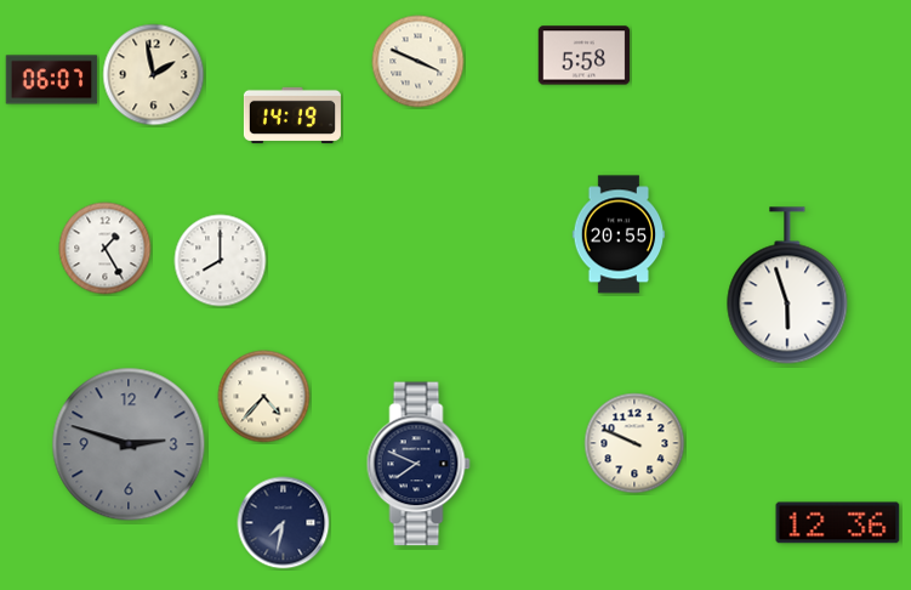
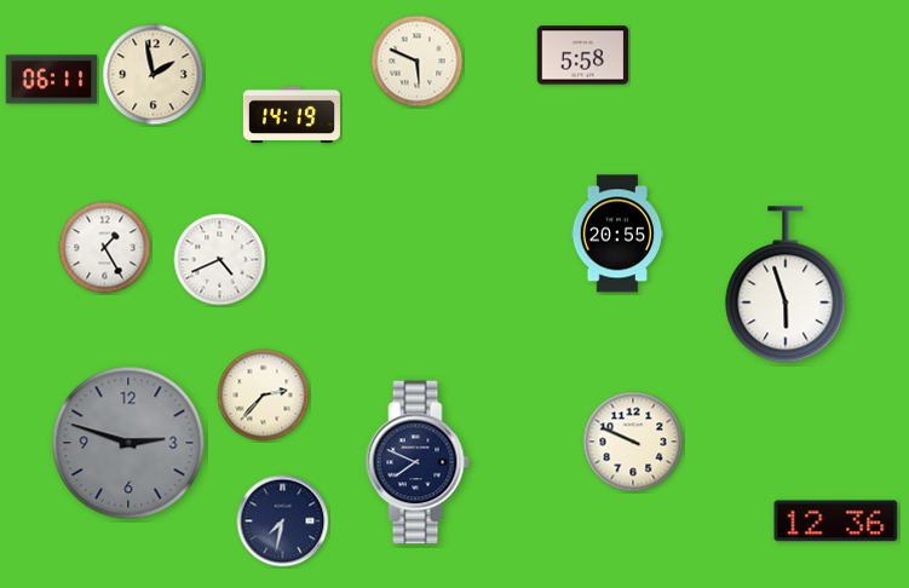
clock at (419, 62): 3:49 -> 5:49
clock at (52, 80): 06:07 -> 06:11
clock at (221, 261): 8:00 -> 4:41
clock at (264, 397): 4:37 -> 2:37
